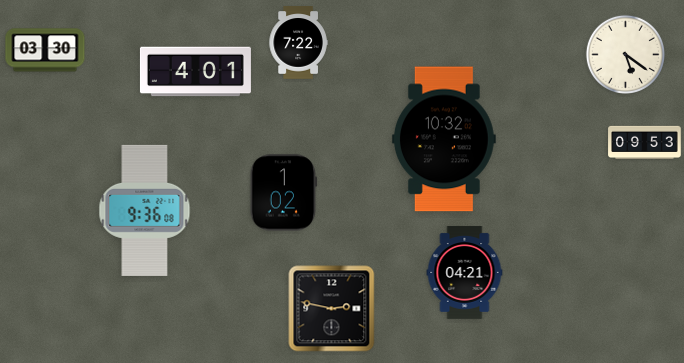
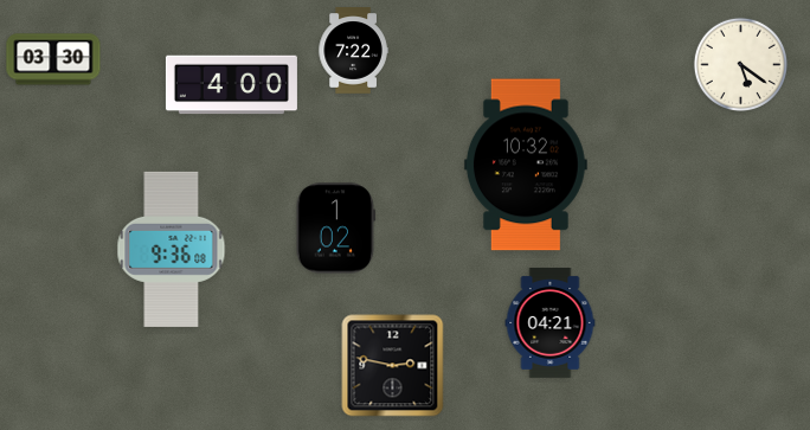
clock at (195, 72): 4:01 -> 4:00
clock at (645, 143): 09:53 -> none
